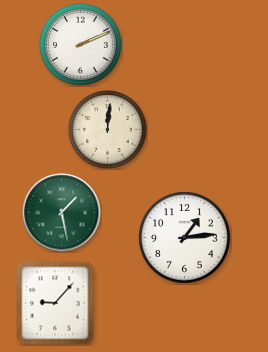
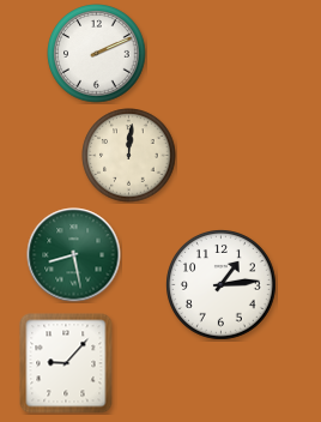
clock at (62, 213): 1:28 -> 8:28
